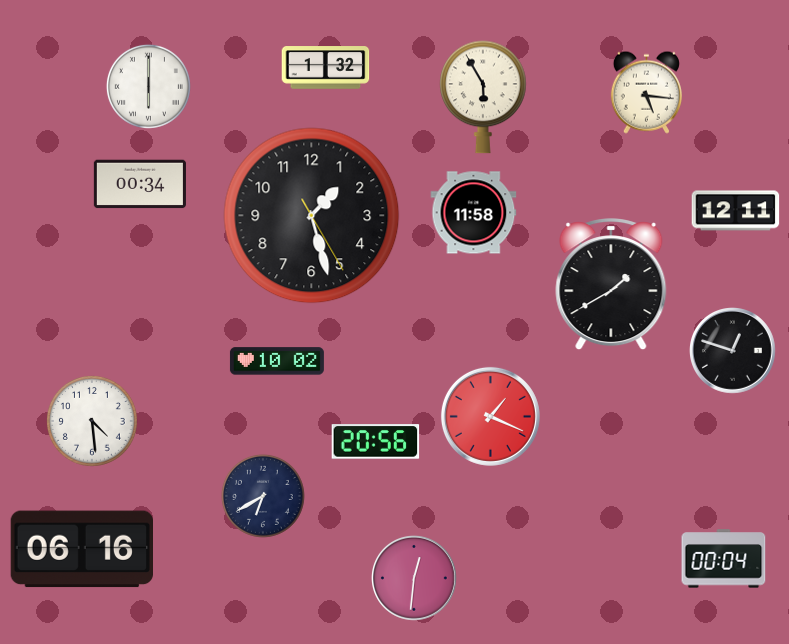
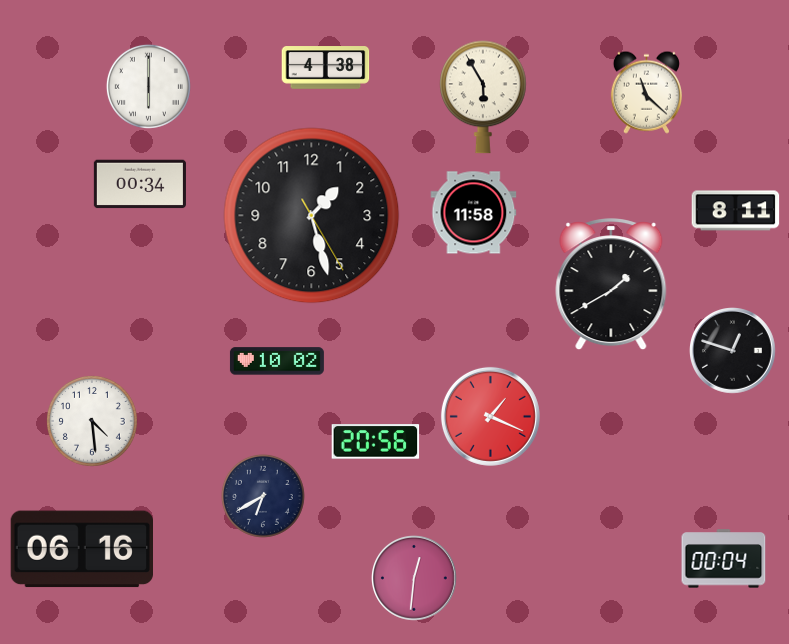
clock at (326, 68): 1:32 -> 4:38
clock at (646, 92): 5:16 -> 11:22
clock at (736, 211): 12:11 -> 8:11
